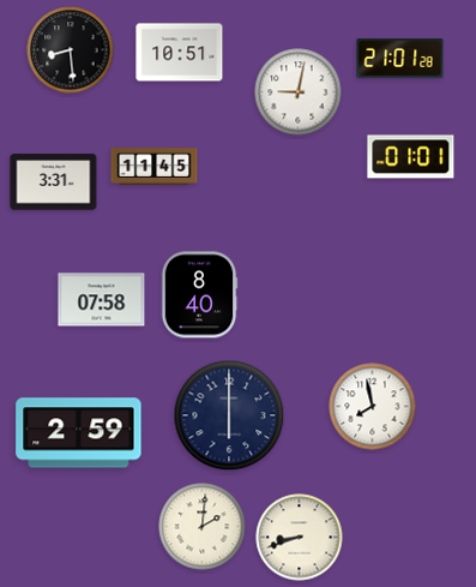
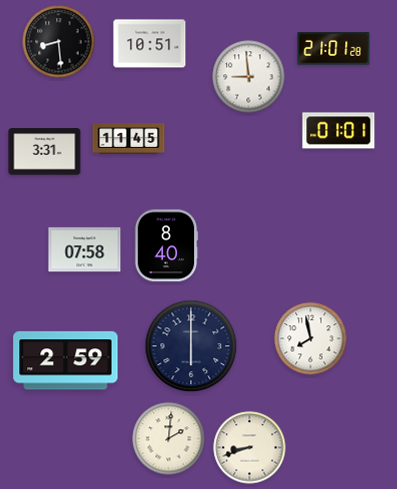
clock at (299, 92): 9:02 -> 8:59
clock at (411, 157) position: (411, 157) -> (339, 131)
